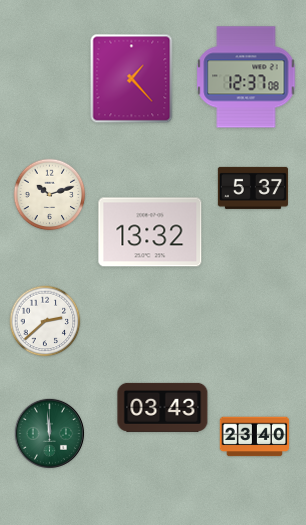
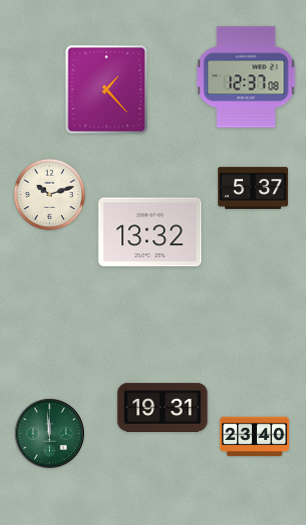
clock at (132, 79) position: (132, 79) -> (107, 90)
clock at (45, 321): 2:38 -> none
clock at (163, 407): 03:43 -> 19:31
